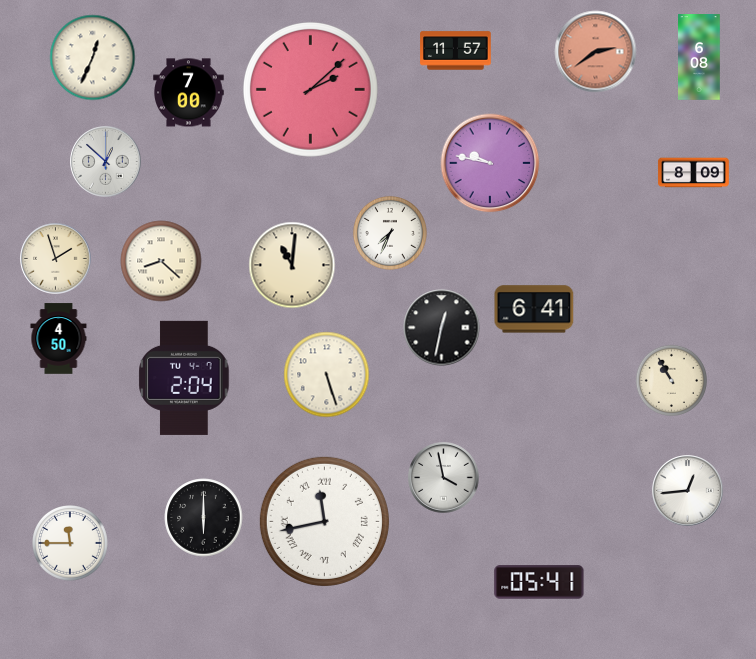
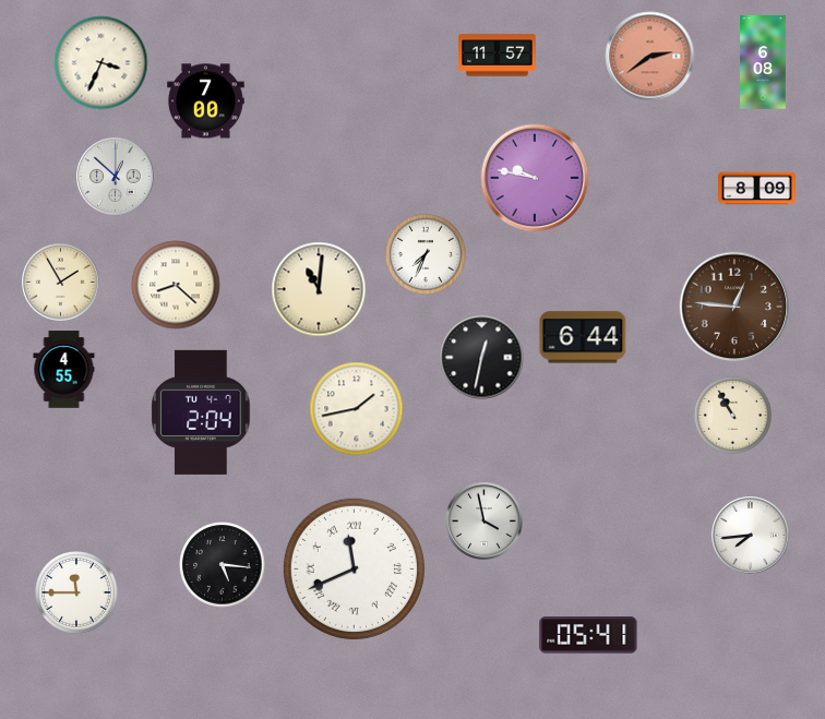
clock at (93, 58): 12:34 -> 3:34
clock at (310, 89): 2:08 -> none
clock at (56, 259): 1:57 -> 1:55
clock at (734, 307): none -> 12:46
clock at (534, 309): 6:41 -> 6:44
clock at (59, 339): 4:50 -> 4:55
clock at (327, 375): 5:27 -> 1:43
clock at (688, 491): 12:44 -> 7:44
clock at (204, 518): 6:00 -> 5:16
clock at (324, 521): 11:43 -> 11:41
